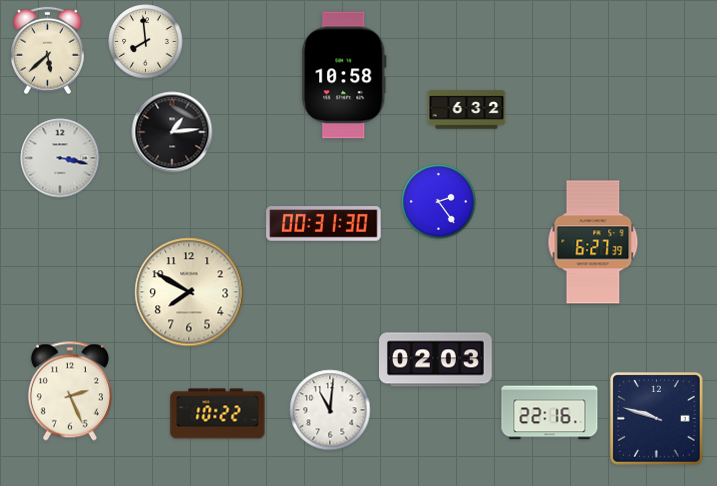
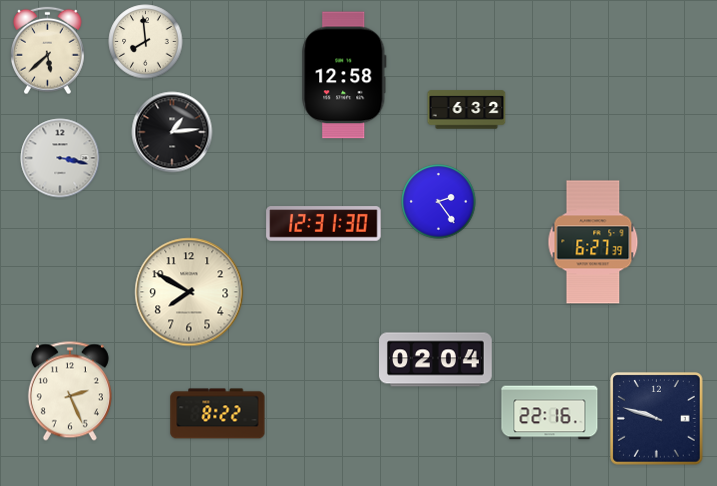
clock at (344, 75): 10:58 -> 12:58
clock at (324, 224): 00:31 -> 12:31
clock at (436, 360): 02:03 -> 02:04
clock at (330, 410): 11:01 -> none
clock at (218, 414): 10:22 -> 8:22
